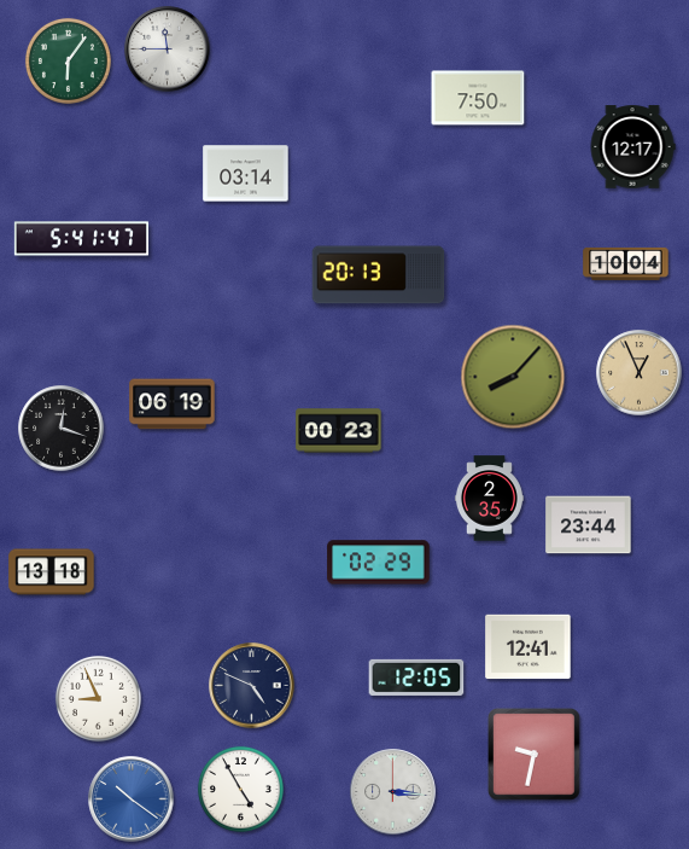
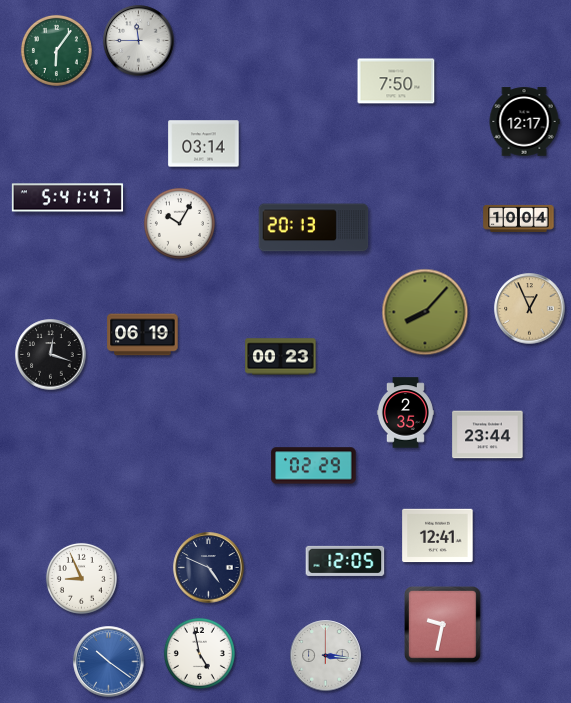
clock at (179, 223): none -> 10:05
clock at (52, 572): 13:18 -> none
clock at (240, 789): 4:55 -> 4:58
